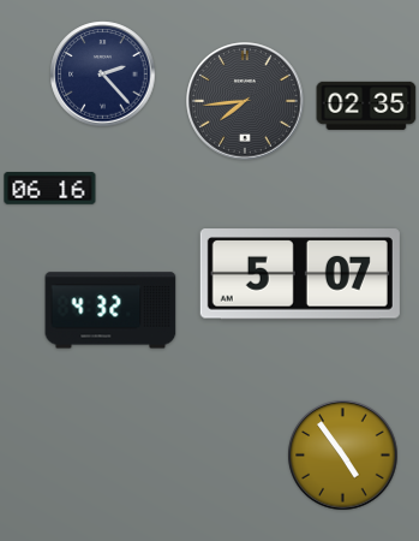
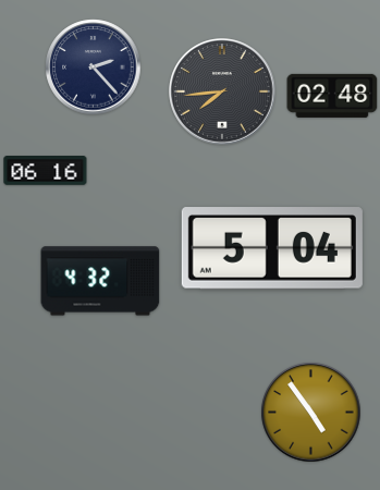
clock at (366, 106): 02:35 -> 02:48
clock at (300, 274): 5:07 -> 5:04
